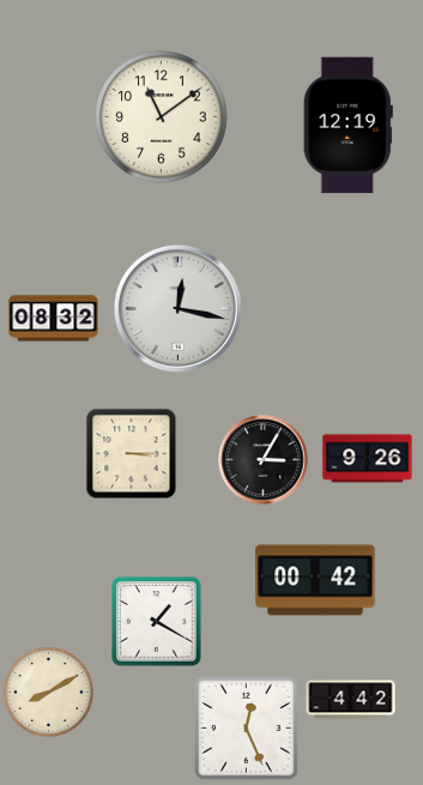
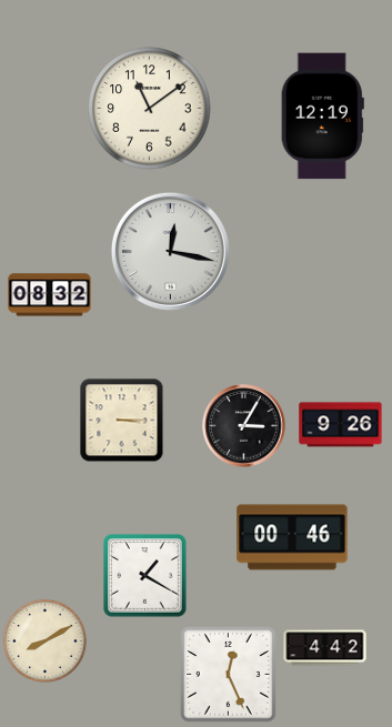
clock at (177, 308) position: (177, 308) -> (170, 251)
clock at (315, 580): 00:42 -> 00:46
